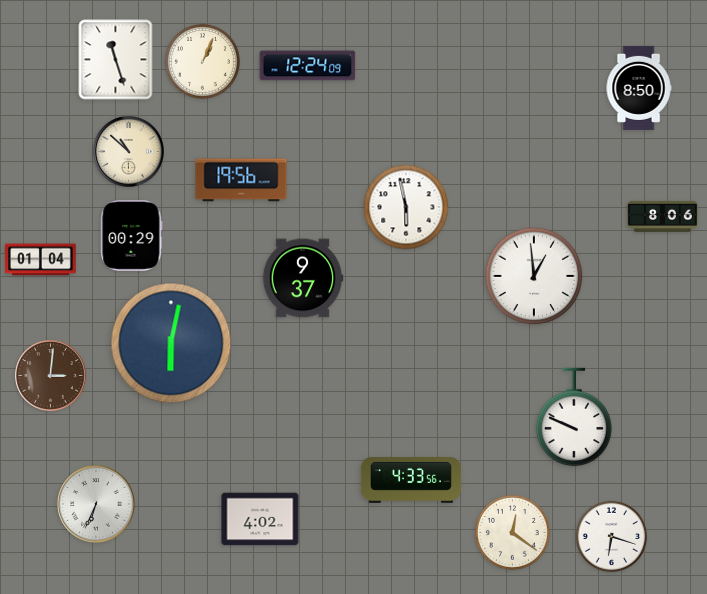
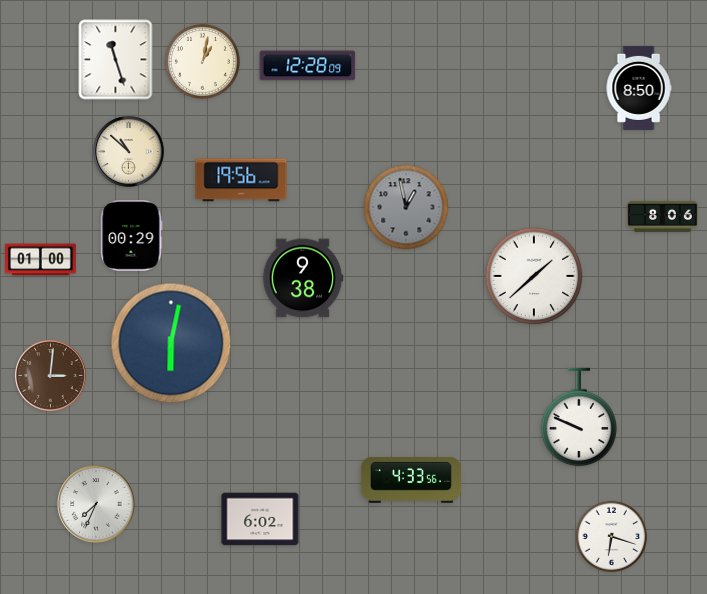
clock at (202, 61): 1:04 -> 1:02
clock at (308, 66): 12:24 -> 12:28
clock at (406, 207): 5:58 -> 12:58
clock at (406, 207) dial: white -> grey
clock at (41, 260): 01:04 -> 01:00
clock at (534, 276): 12:59 -> 1:38
clock at (303, 278): 9:37 -> 9:38
clock at (574, 417) position: (574, 417) -> (579, 417)
clock at (96, 504): 6:34 -> 7:34
clock at (260, 519): 4:02 -> 6:02
clock at (512, 532): 12:21 -> none
